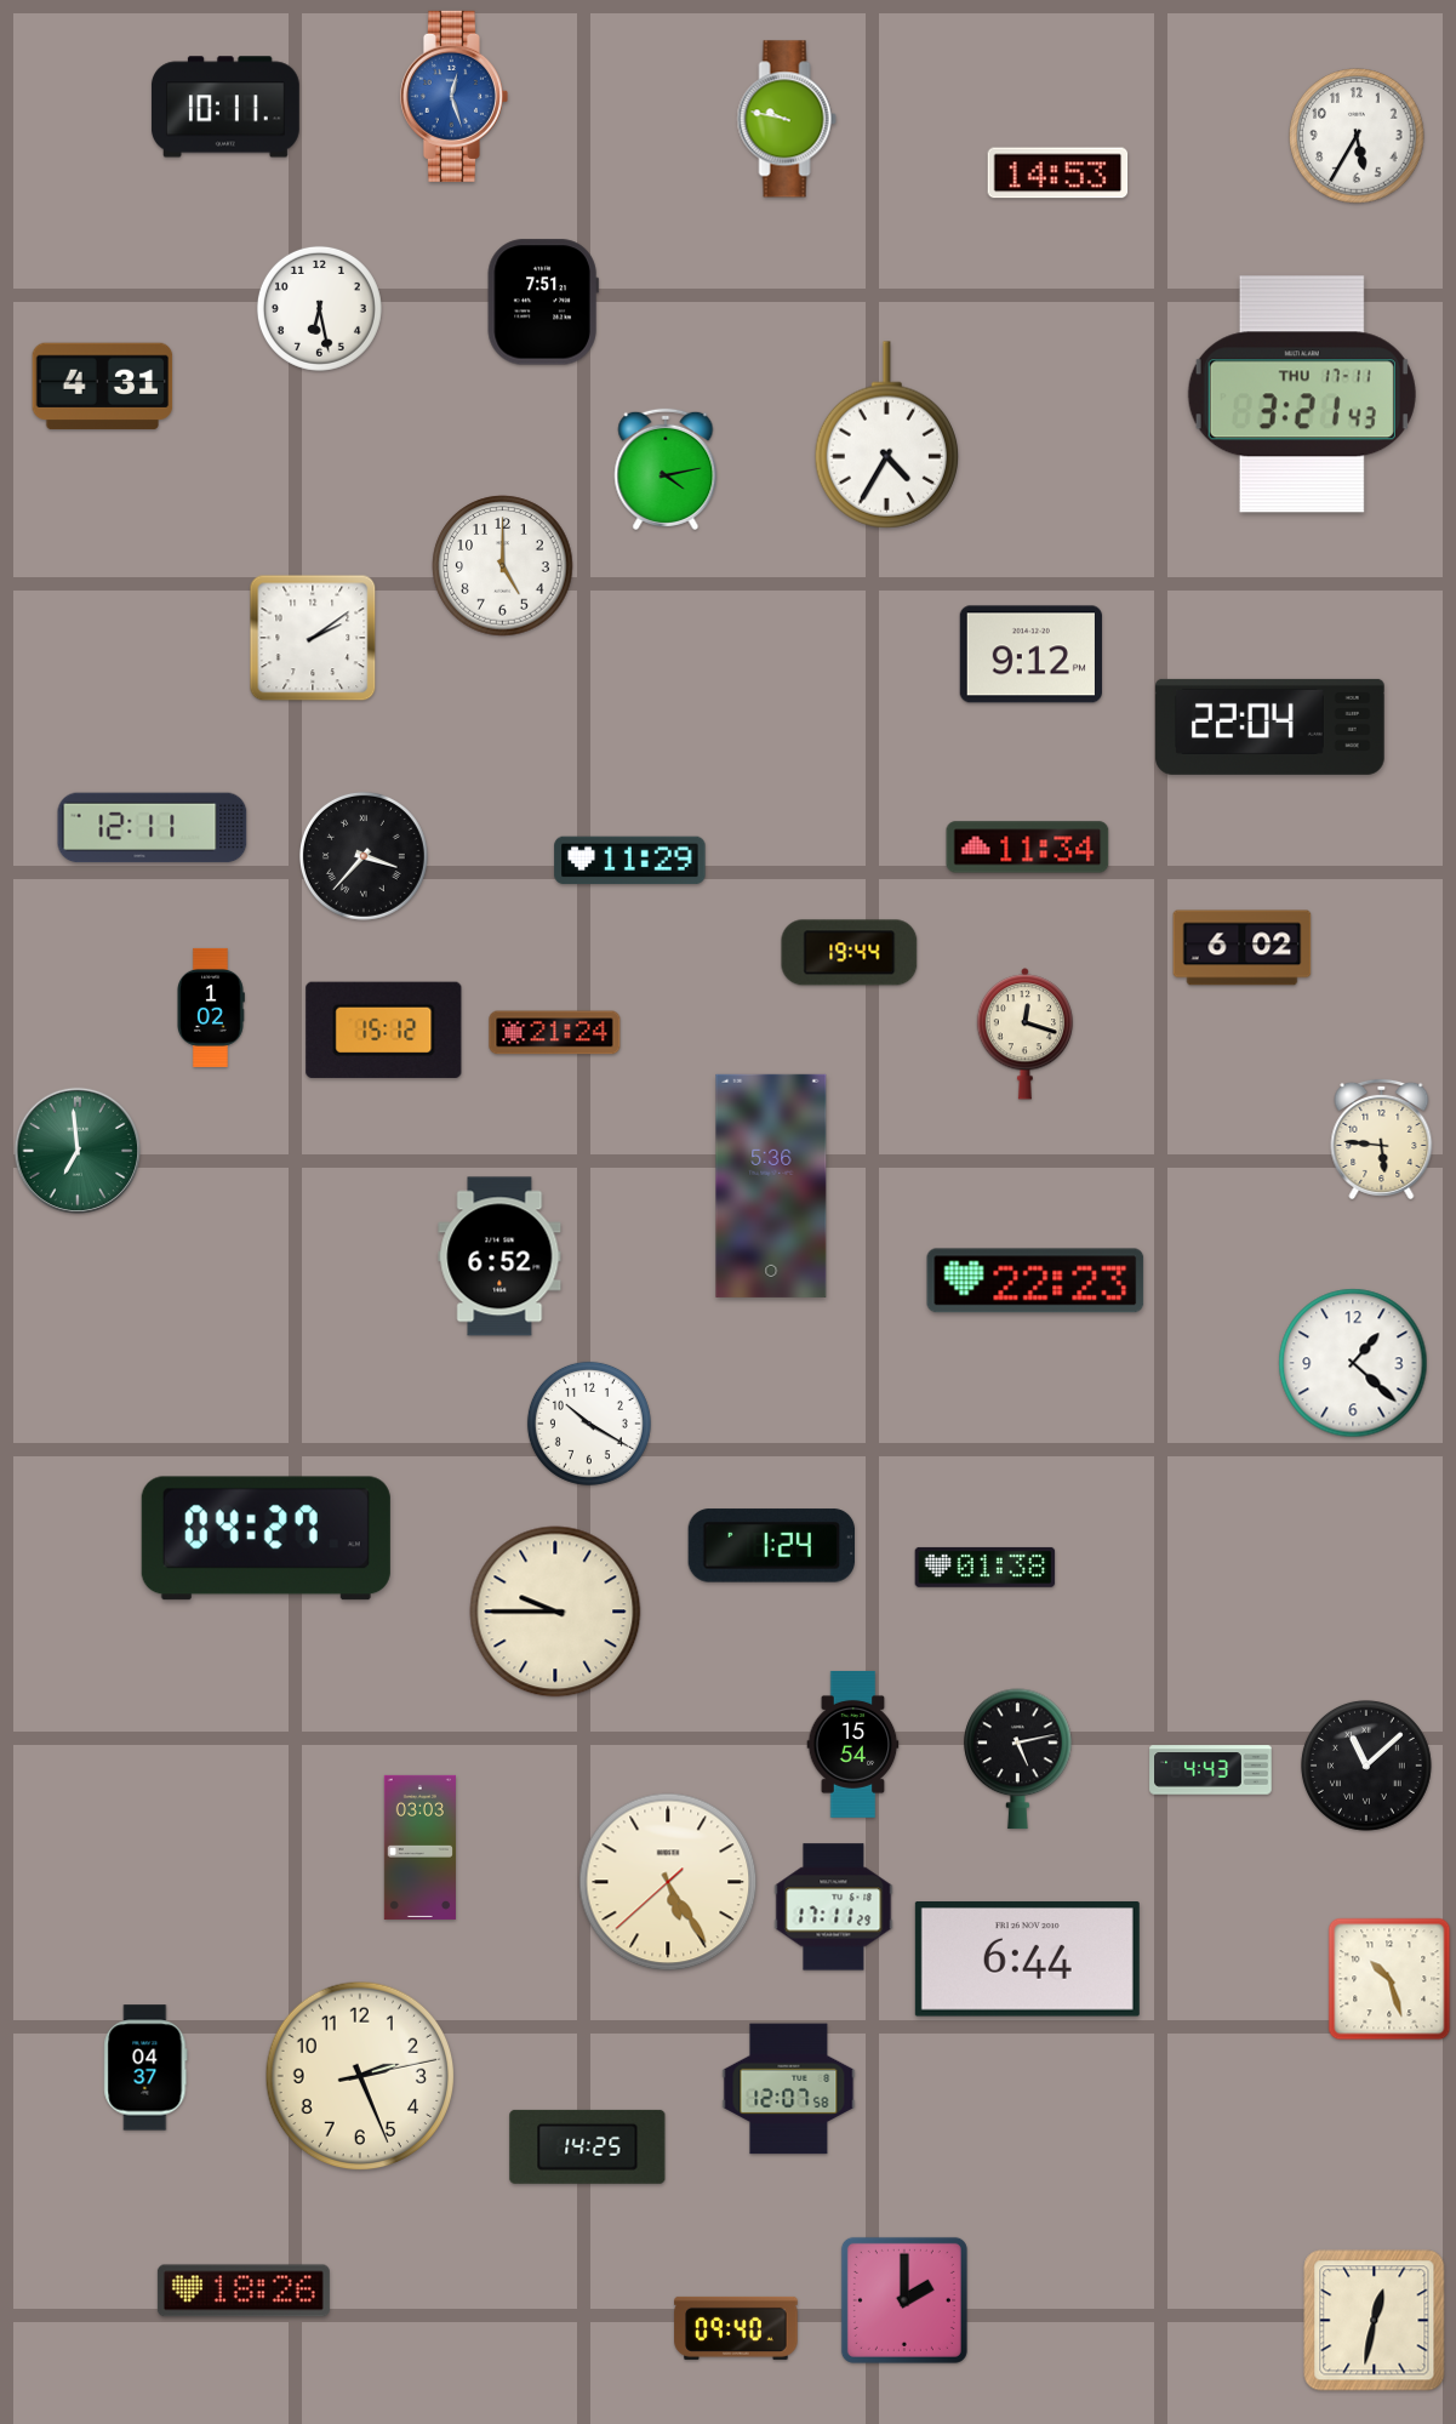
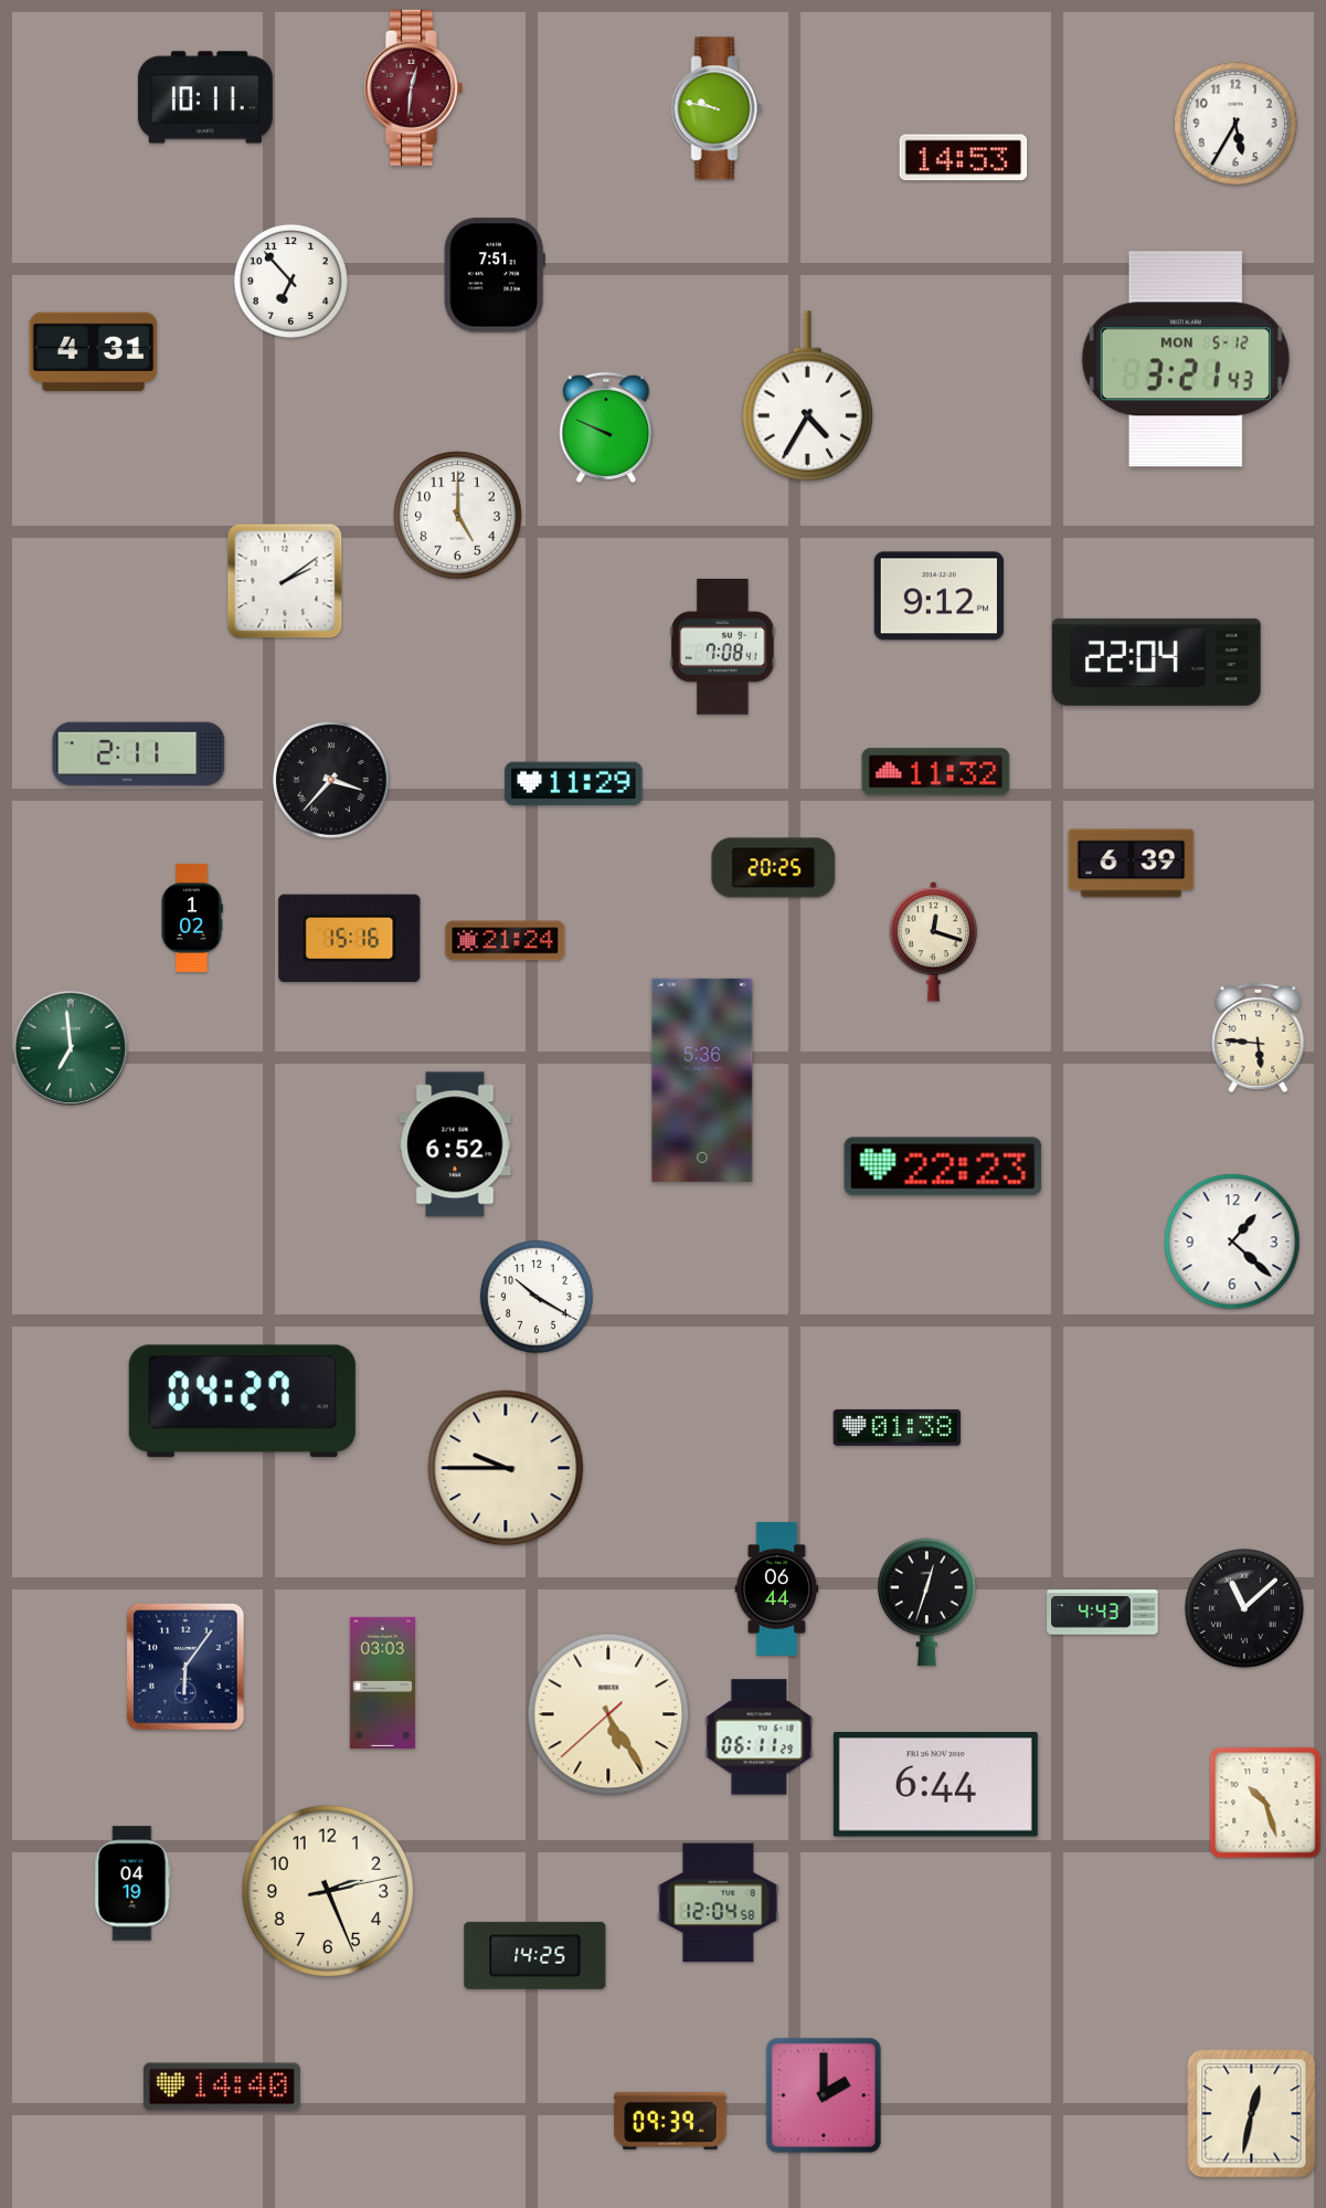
clock at (453, 96): 12:27 -> 12:31
clock at (453, 96) dial: blue -> burgundy
clock at (319, 308): 6:28 -> 6:53
clock at (1302, 394) date: THU 17-11 -> MON 5-12
clock at (666, 469): 4:13 -> 9:49
clock at (723, 647): none -> 7:08
clock at (153, 828): 12:11 -> 2:11
clock at (1028, 848): 11:34 -> 11:32
clock at (1243, 948): 6:02 -> 6:39
clock at (850, 953): 19:44 -> 20:25
clock at (384, 1030): 15:12 -> 15:16
clock at (771, 1546): 1:24 -> none
clock at (853, 1744): 15:54 -> 06:44
clock at (1018, 1759): 5:13 -> 12:33
clock at (187, 1668): none -> 6:06
clock at (834, 1907): 17:11 -> 06:11
clock at (145, 2067): 04:37 -> 04:19
clock at (789, 2089): 12:07 -> 12:04
clock at (244, 2291): 18:26 -> 14:40
clock at (736, 2328): 09:40 -> 09:39
